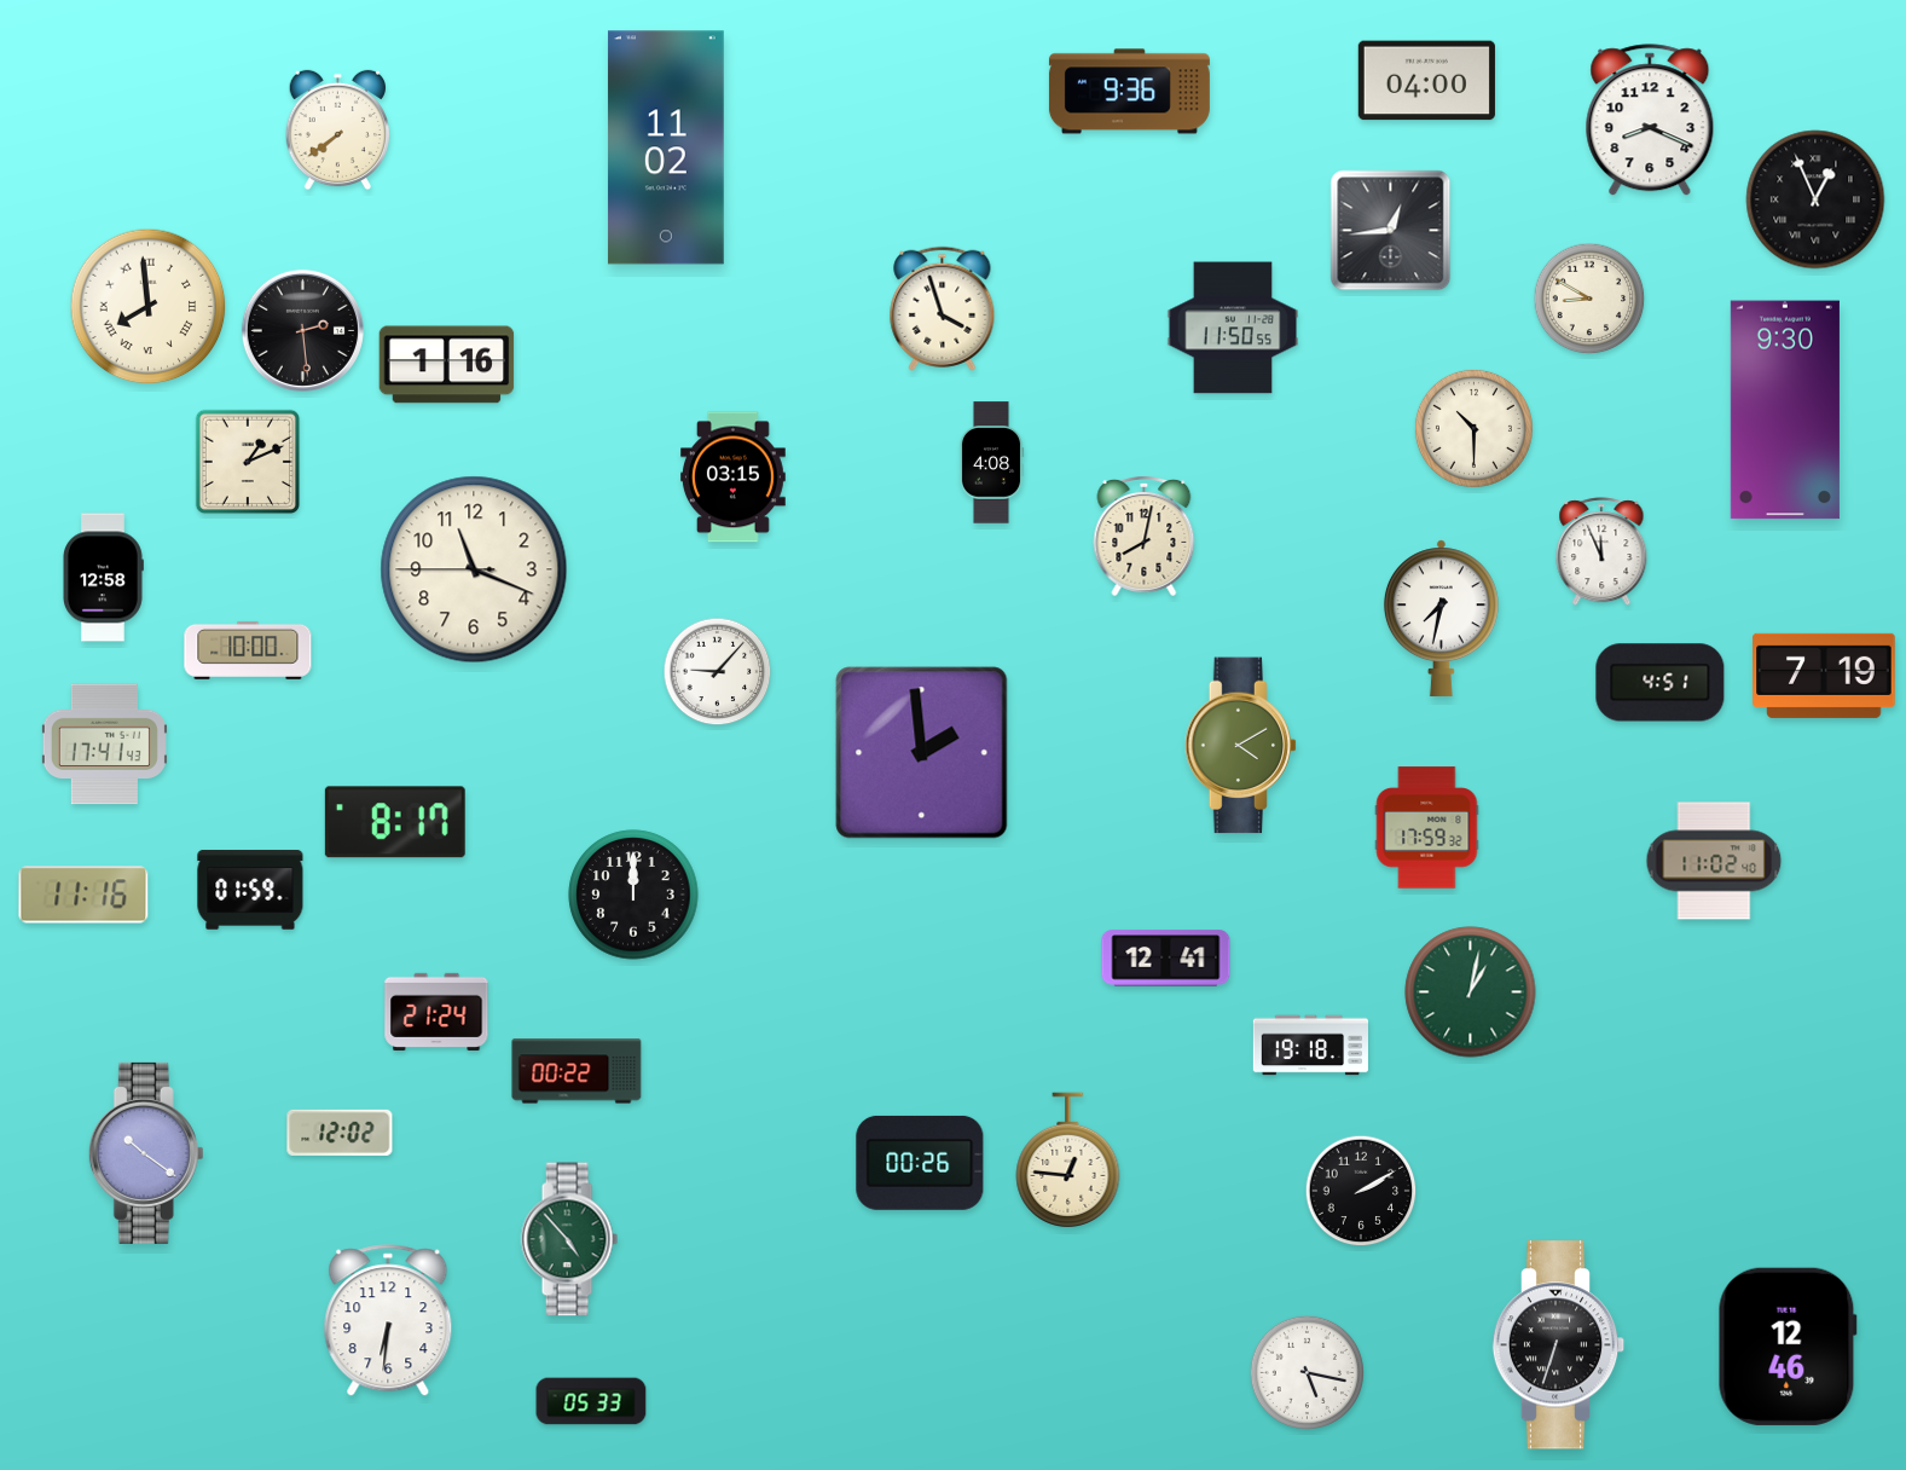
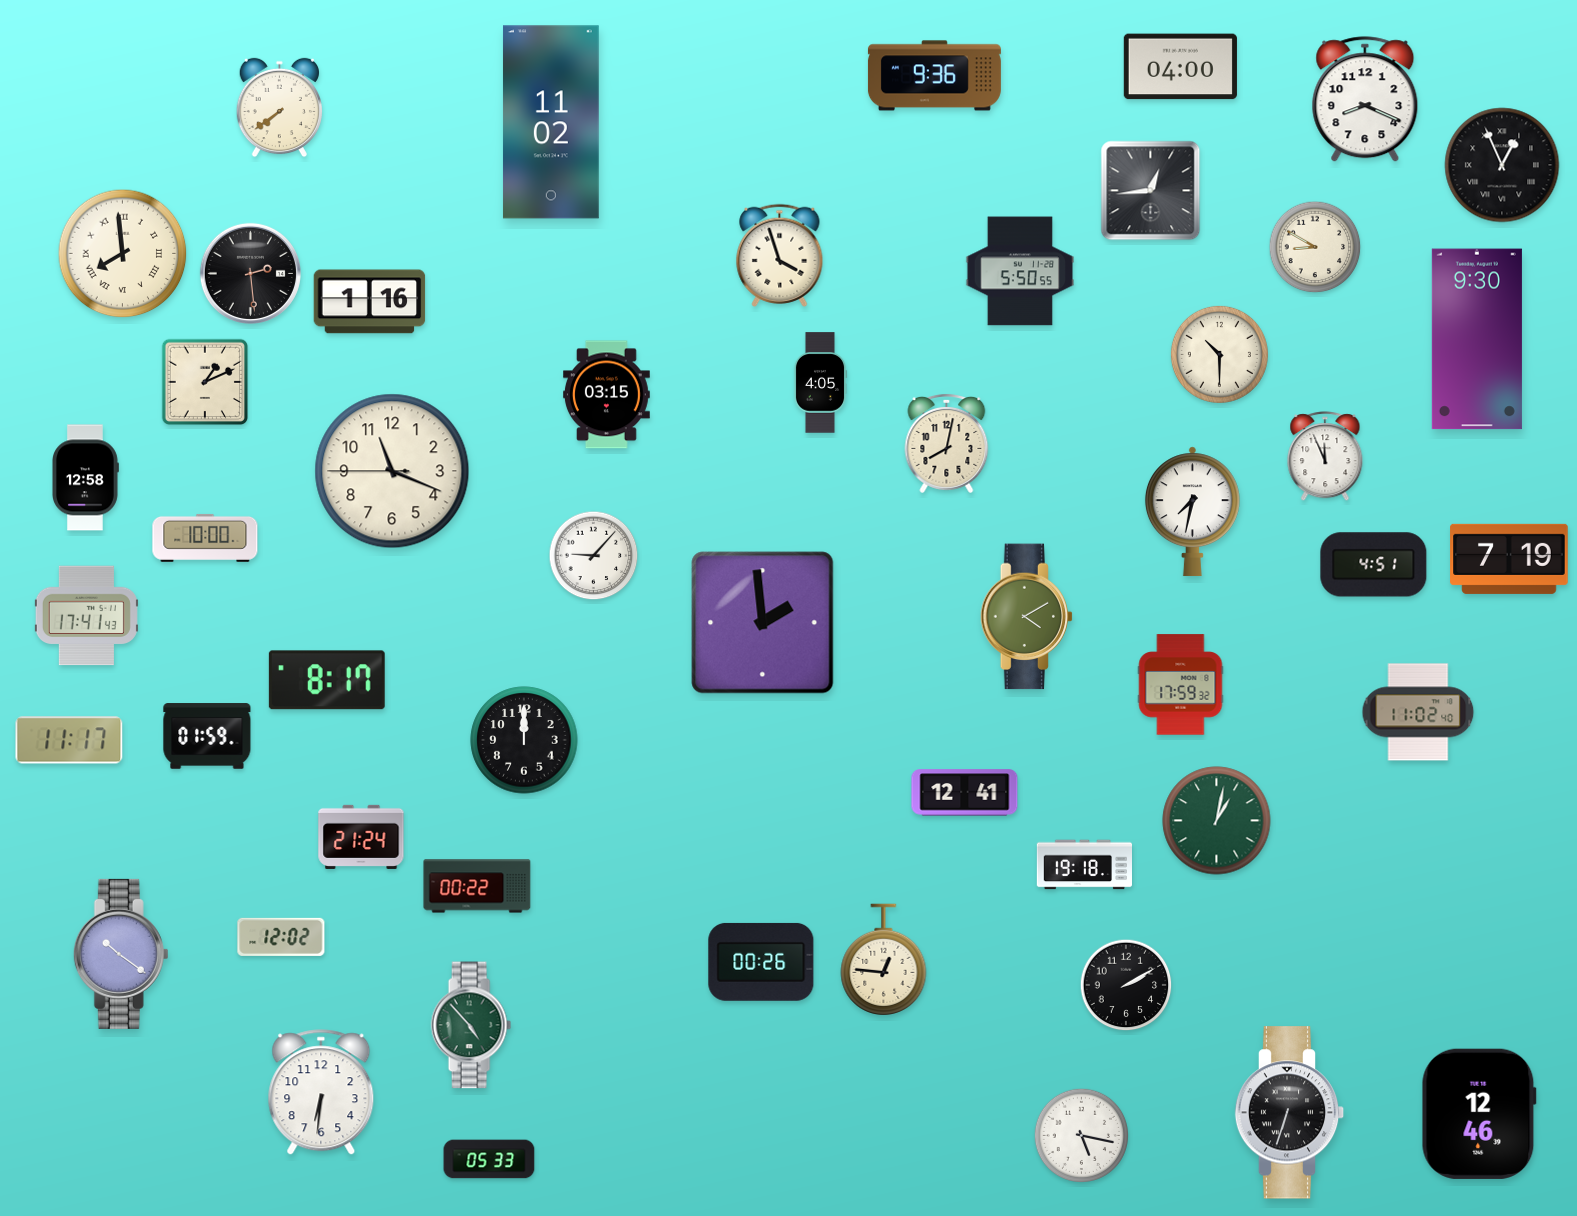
clock at (1233, 328): 11:50 -> 5:50
clock at (991, 463): 4:08 -> 4:05
clock at (83, 895): 11:16 -> 11:17
